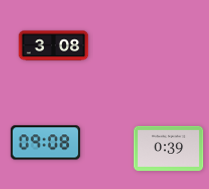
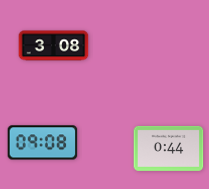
clock at (46, 143) position: (46, 143) -> (43, 143)
clock at (169, 148): 0:39 -> 0:44
